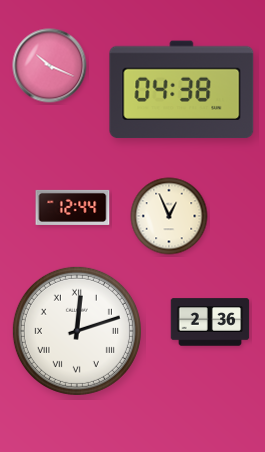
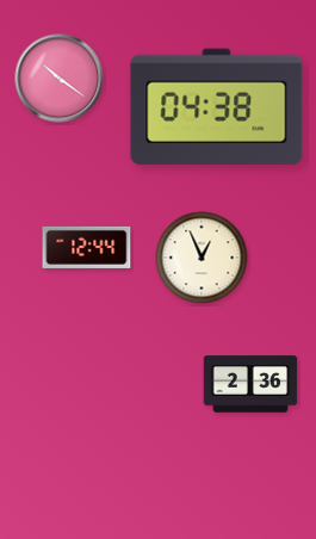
clock at (50, 66): 10:19 -> 10:21
clock at (77, 331): 12:12 -> none
